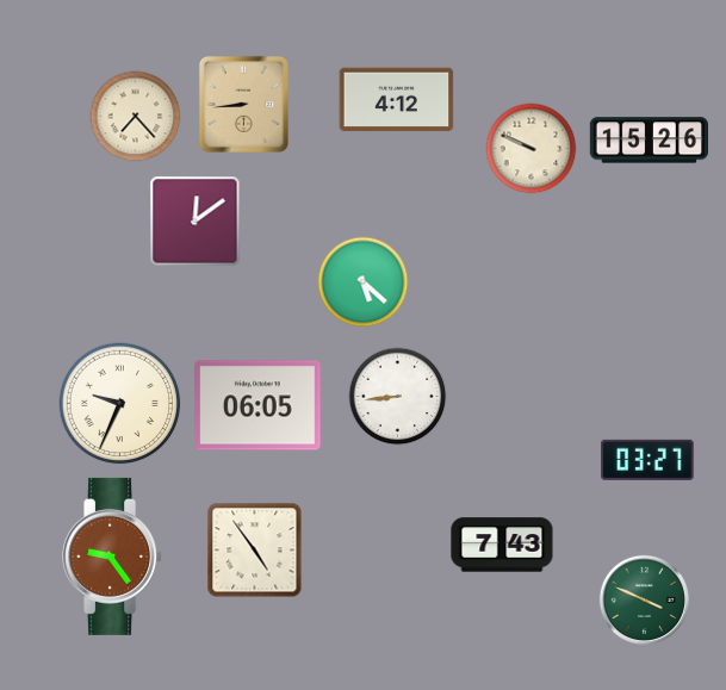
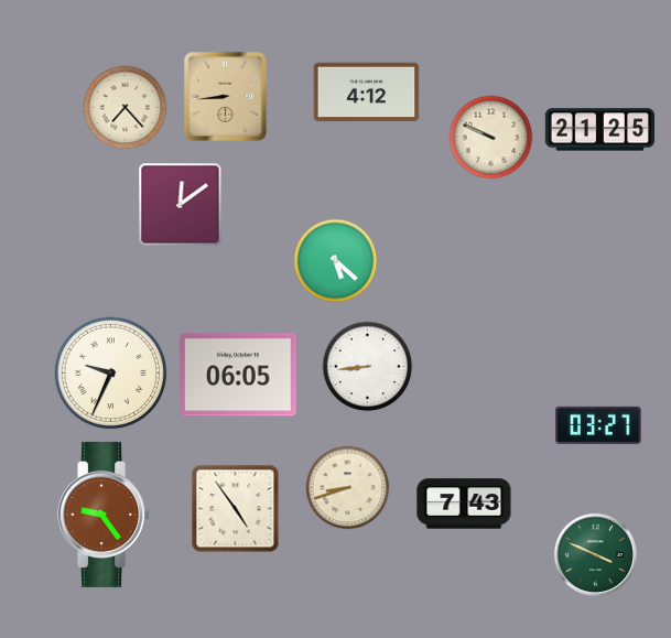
clock at (649, 141): 15:26 -> 21:25
clock at (348, 488): none -> 8:42
